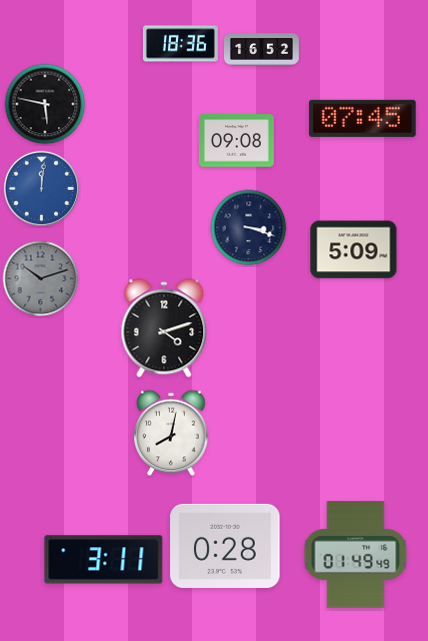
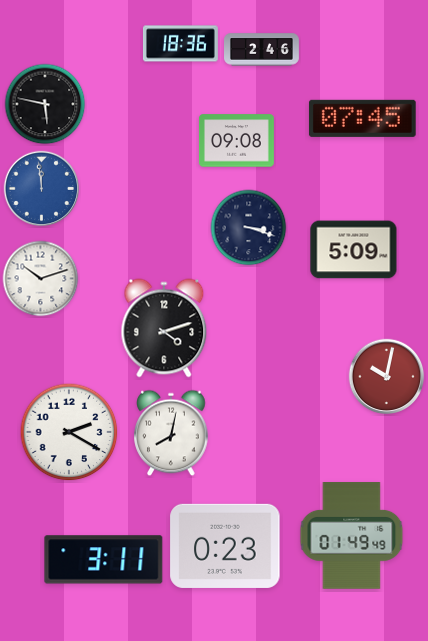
clock at (262, 50): 16:52 -> 2:46
clock at (42, 189): 12:01 -> 11:59
clock at (41, 279) dial: grey -> white
clock at (387, 377): none -> 10:02
clock at (69, 432): none -> 2:20
clock at (225, 546): 0:28 -> 0:23
clock at (356, 555) position: (356, 555) -> (352, 536)
